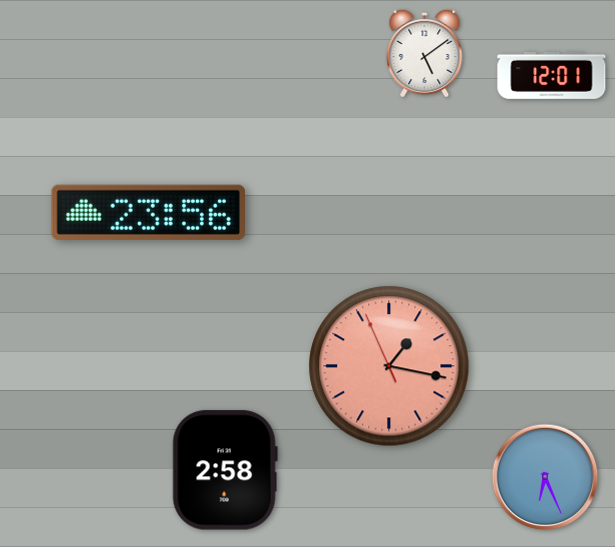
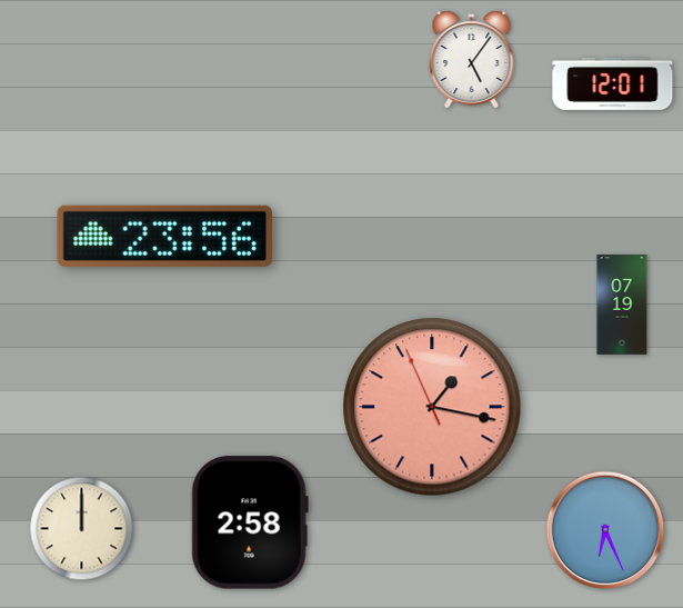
clock at (425, 52): 5:09 -> 5:06
clock at (622, 305): none -> 07:19
clock at (82, 529): none -> 12:00
